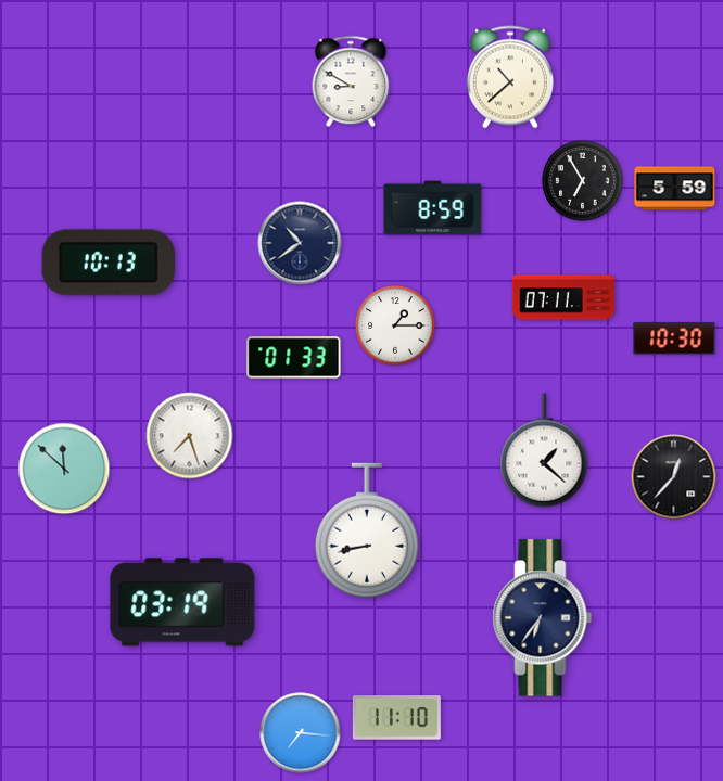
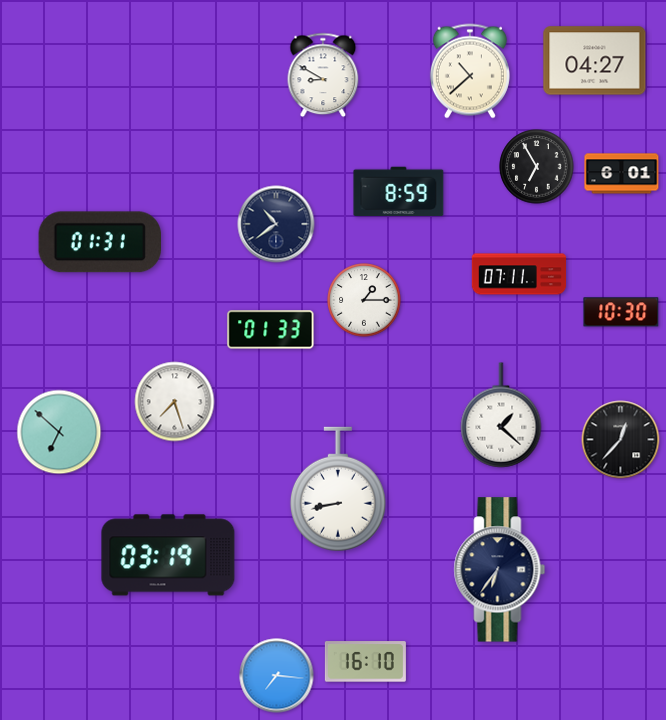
clock at (595, 61): none -> 04:27
clock at (675, 189): 5:59 -> 6:01
clock at (107, 263): 10:13 -> 01:31
clock at (64, 469): 11:52 -> 6:52
clock at (396, 718): 11:10 -> 16:10
